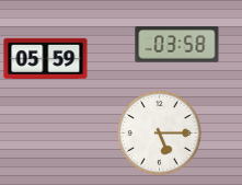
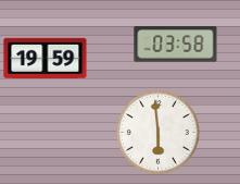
clock at (46, 58): 05:59 -> 19:59
clock at (159, 132): 5:15 -> 5:59
